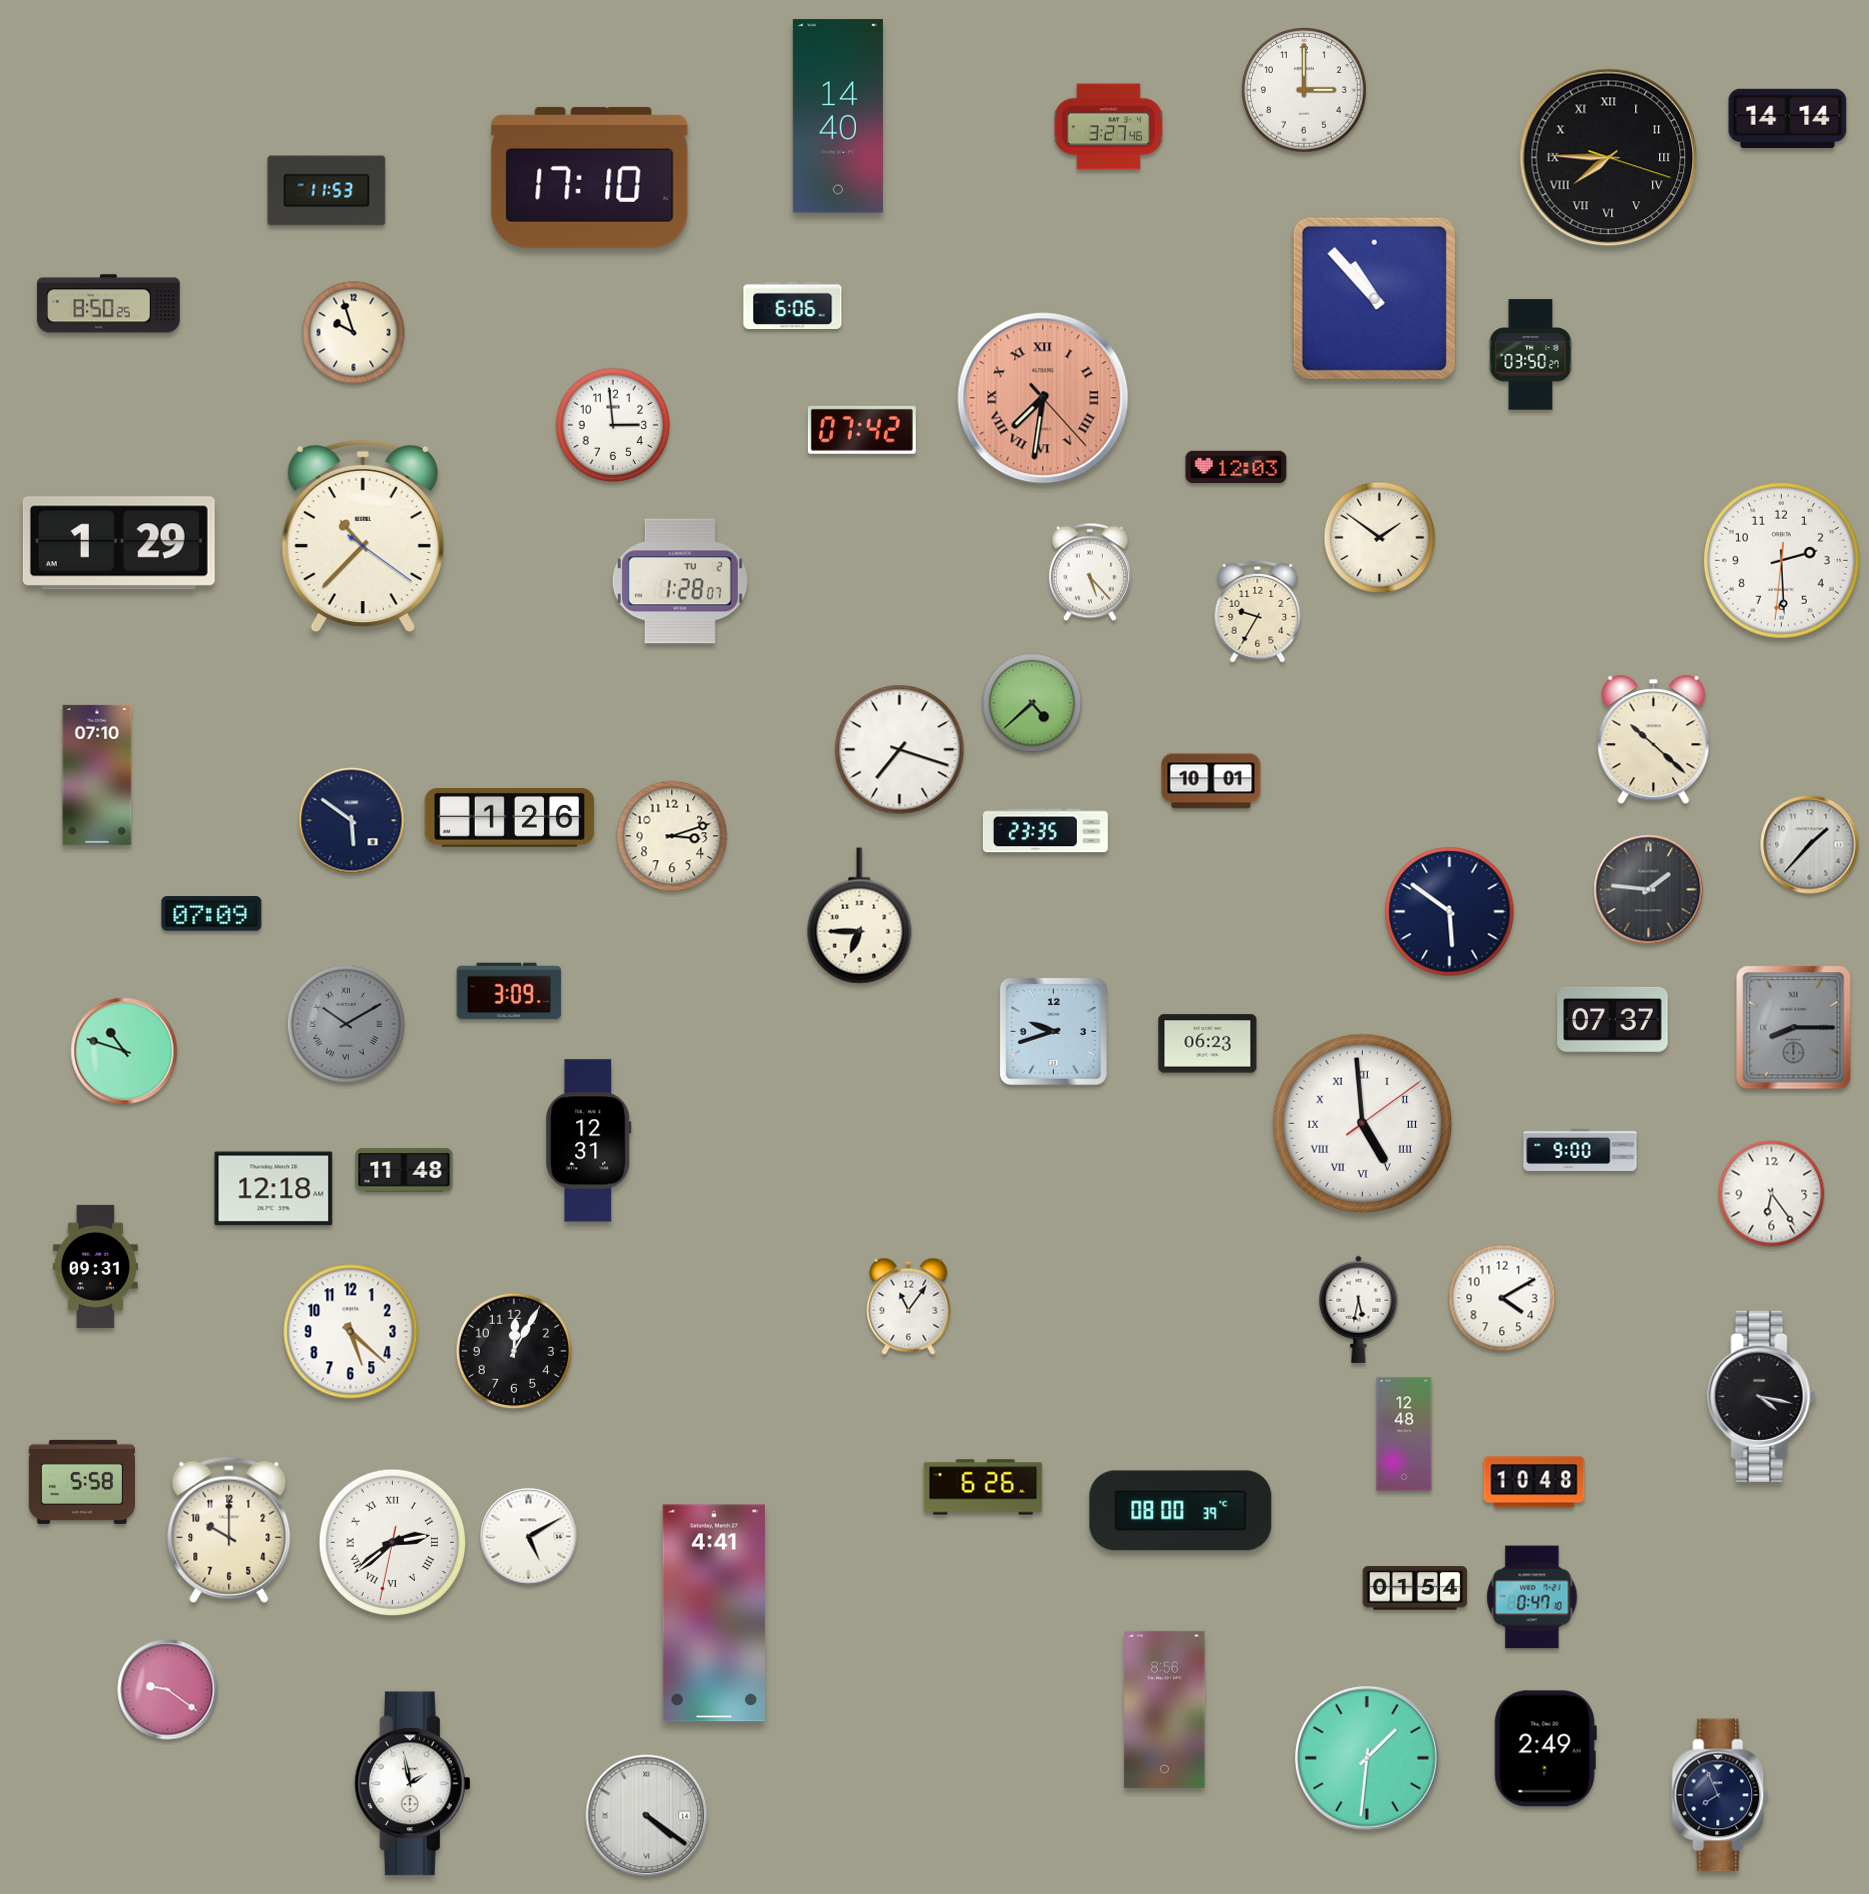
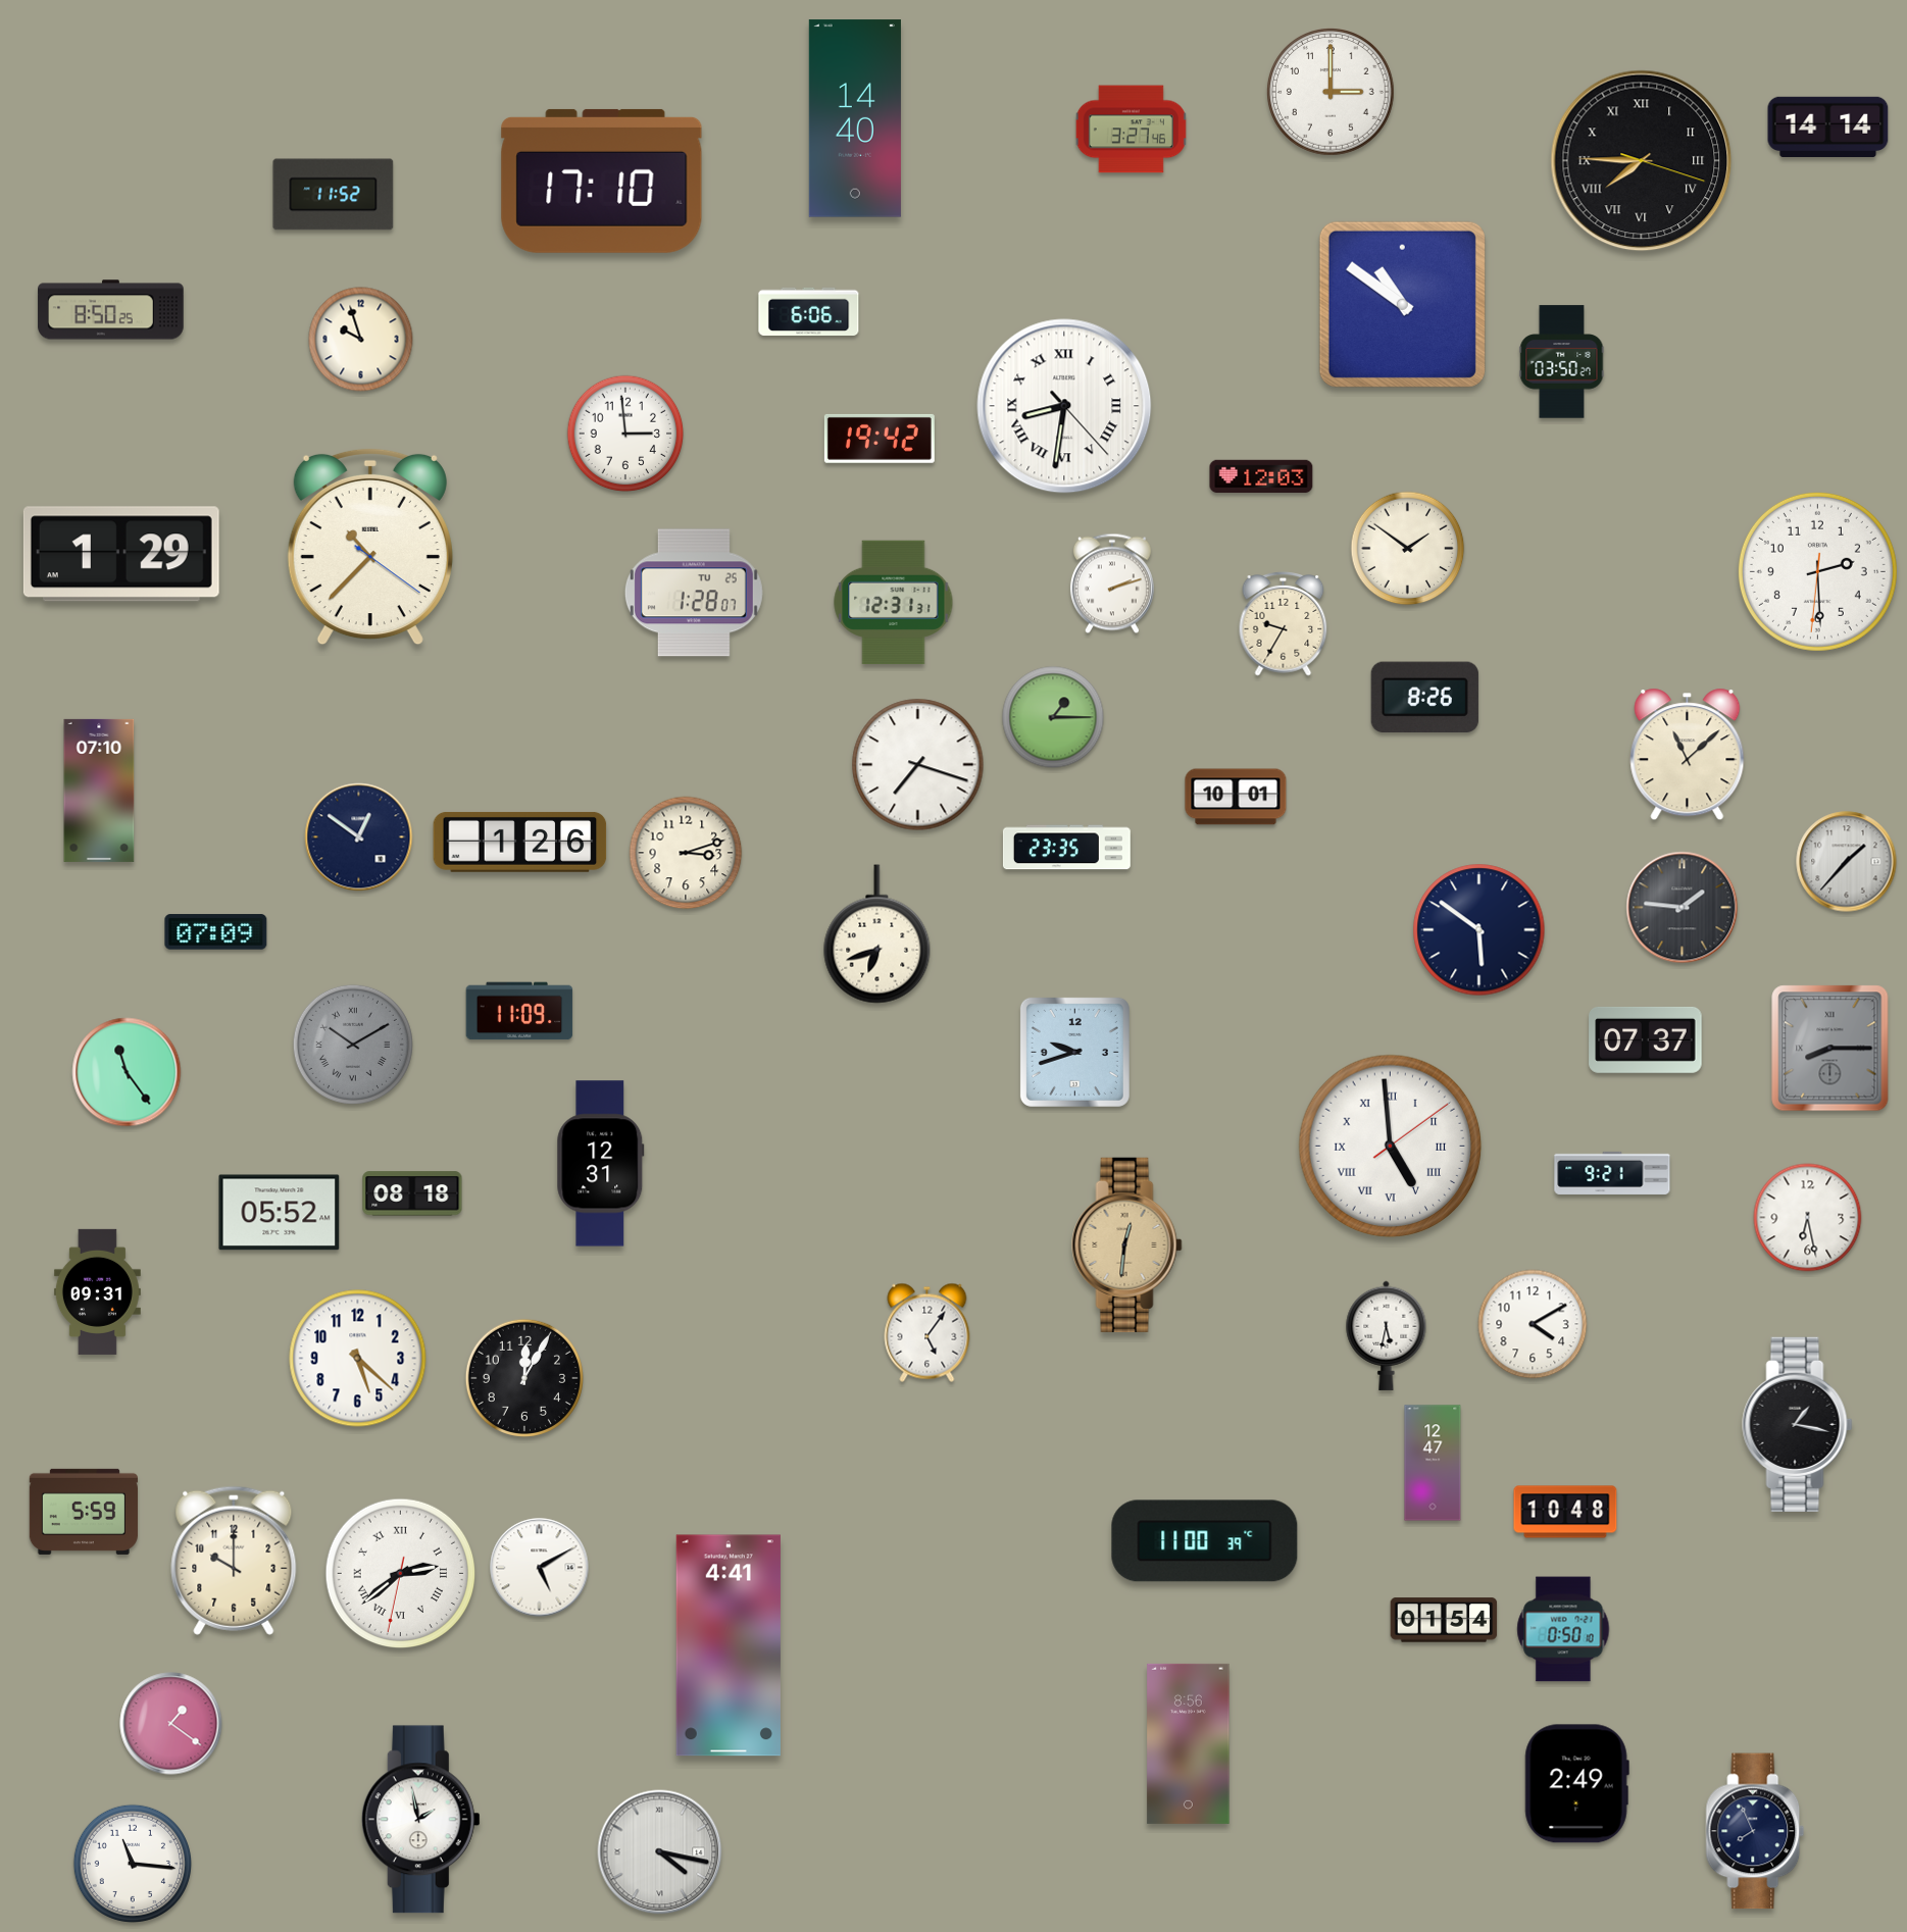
clock at (1788, 118) position: (1788, 118) -> (1828, 126)
clock at (327, 191): 11:53 -> 11:52
clock at (1374, 298): 10:53 -> 10:51
clock at (1043, 398): 7:31 -> 8:31
clock at (1043, 398) dial: salmon -> white
clock at (862, 430): 07:42 -> 19:42
clock at (1090, 572): 5:23 -> 2:12
clock at (680, 581) date: TU 2 -> TU 25
clock at (894, 603): none -> 12:31
clock at (1424, 698): none -> 8:26
clock at (1032, 703): 4:38 -> 1:15
clock at (1654, 740): 10:22 -> 11:08
clock at (510, 817) position: (510, 817) -> (520, 842)
clock at (352, 821): 5:51 -> 12:51
clock at (860, 916): 6:45 -> 6:42
clock at (509, 991): 3:09 -> 11:09
clock at (1208, 1044): 06:23 -> none
clock at (124, 1051): 10:48 -> 11:24
clock at (1580, 1150): 9:00 -> 9:21
clock at (404, 1170): 11:48 -> 08:18
clock at (274, 1189): 12:18 -> 05:52
clock at (1772, 1194): 6:24 -> 6:28
clock at (1127, 1244): none -> 12:31
clock at (909, 1306): 11:06 -> 5:06
clock at (1762, 1396): 4:17 -> 1:17
clock at (1404, 1434): 12:48 -> 12:47
clock at (82, 1482): 5:58 -> 5:59
clock at (983, 1487): 6:26 -> none
clock at (1181, 1511): 08:00 -> 11:00
clock at (1532, 1597): 0:47 -> 0:50
clock at (168, 1690): 9:21 -> 1:21
clock at (1367, 1758): 1:31 -> none
clock at (647, 1816): 4:21 -> 4:17
clock at (132, 1863): none -> 11:16
